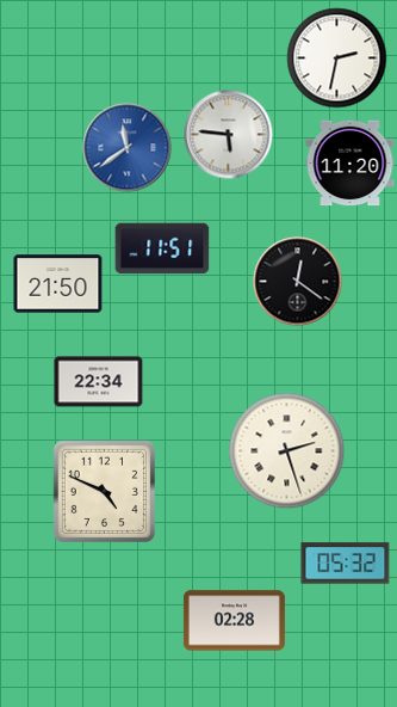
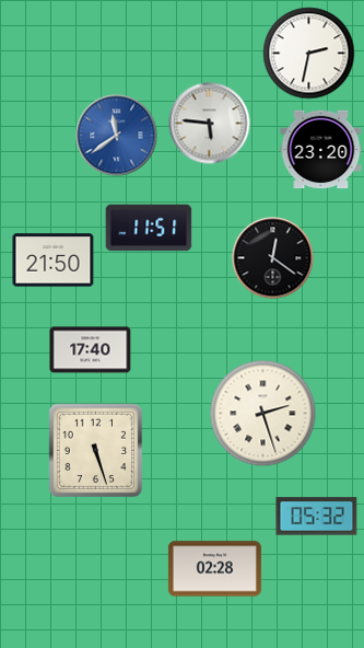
clock at (351, 164): 11:20 -> 23:20
clock at (99, 382): 22:34 -> 17:40
clock at (104, 491): 4:49 -> 5:27
